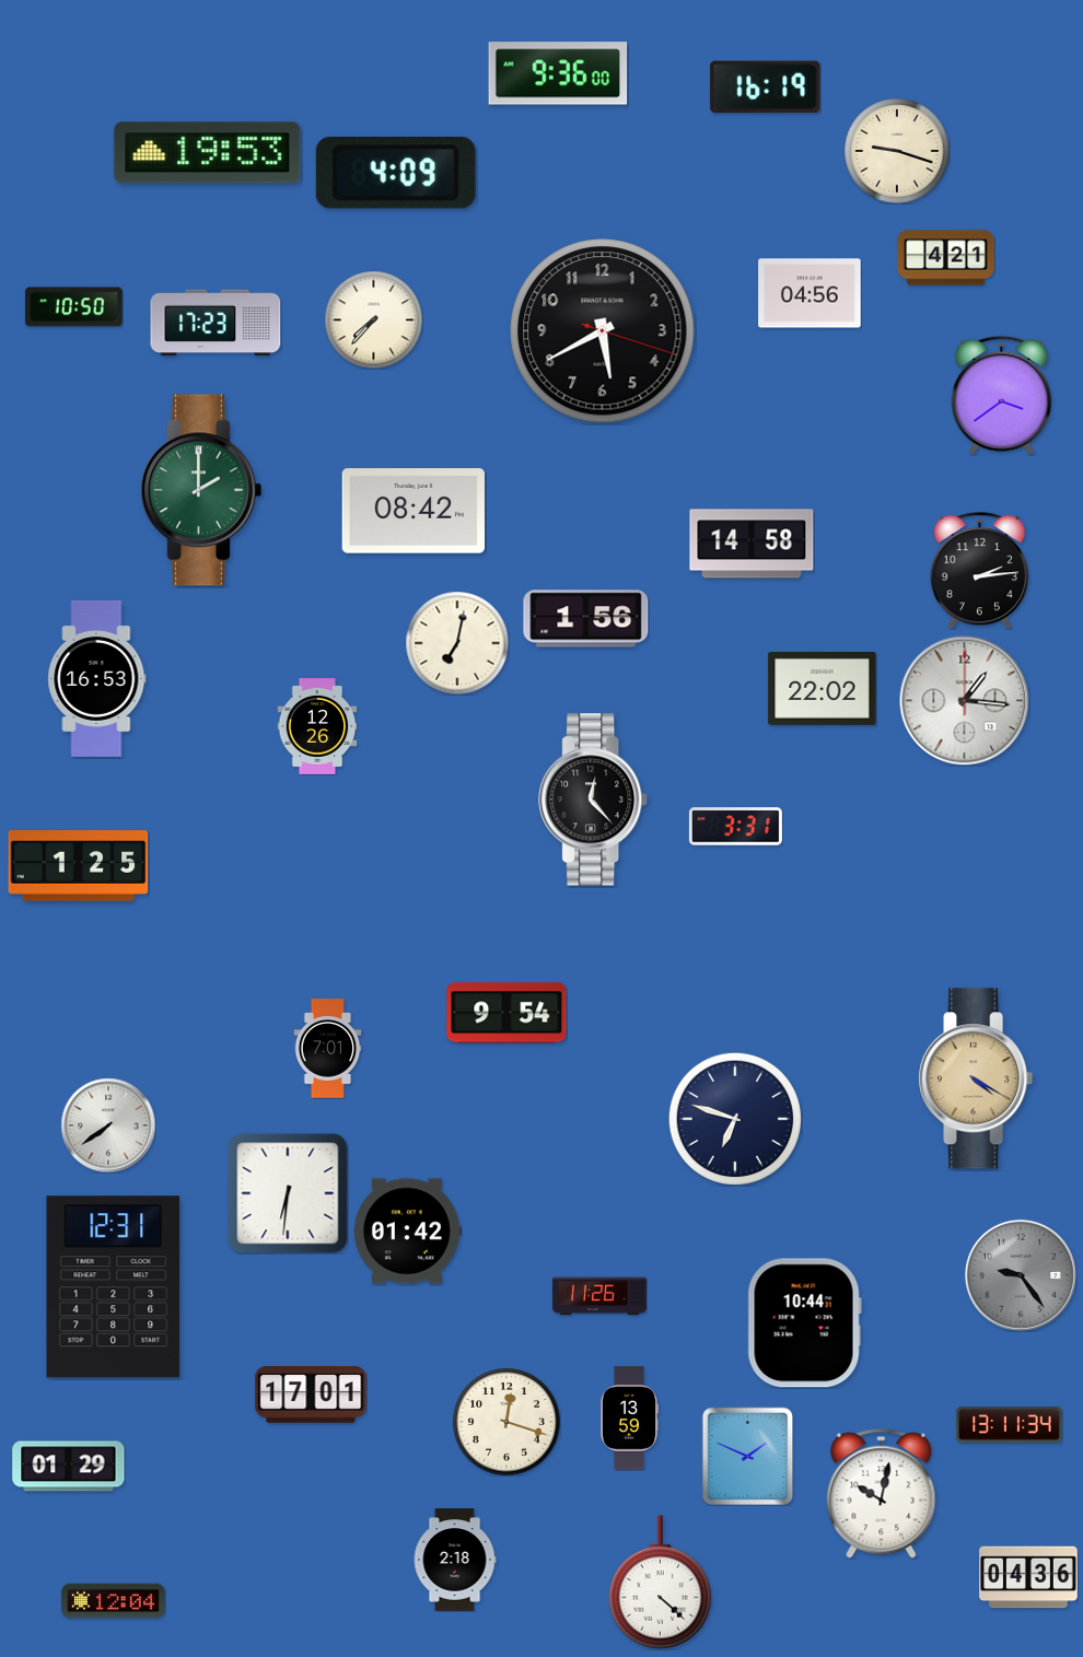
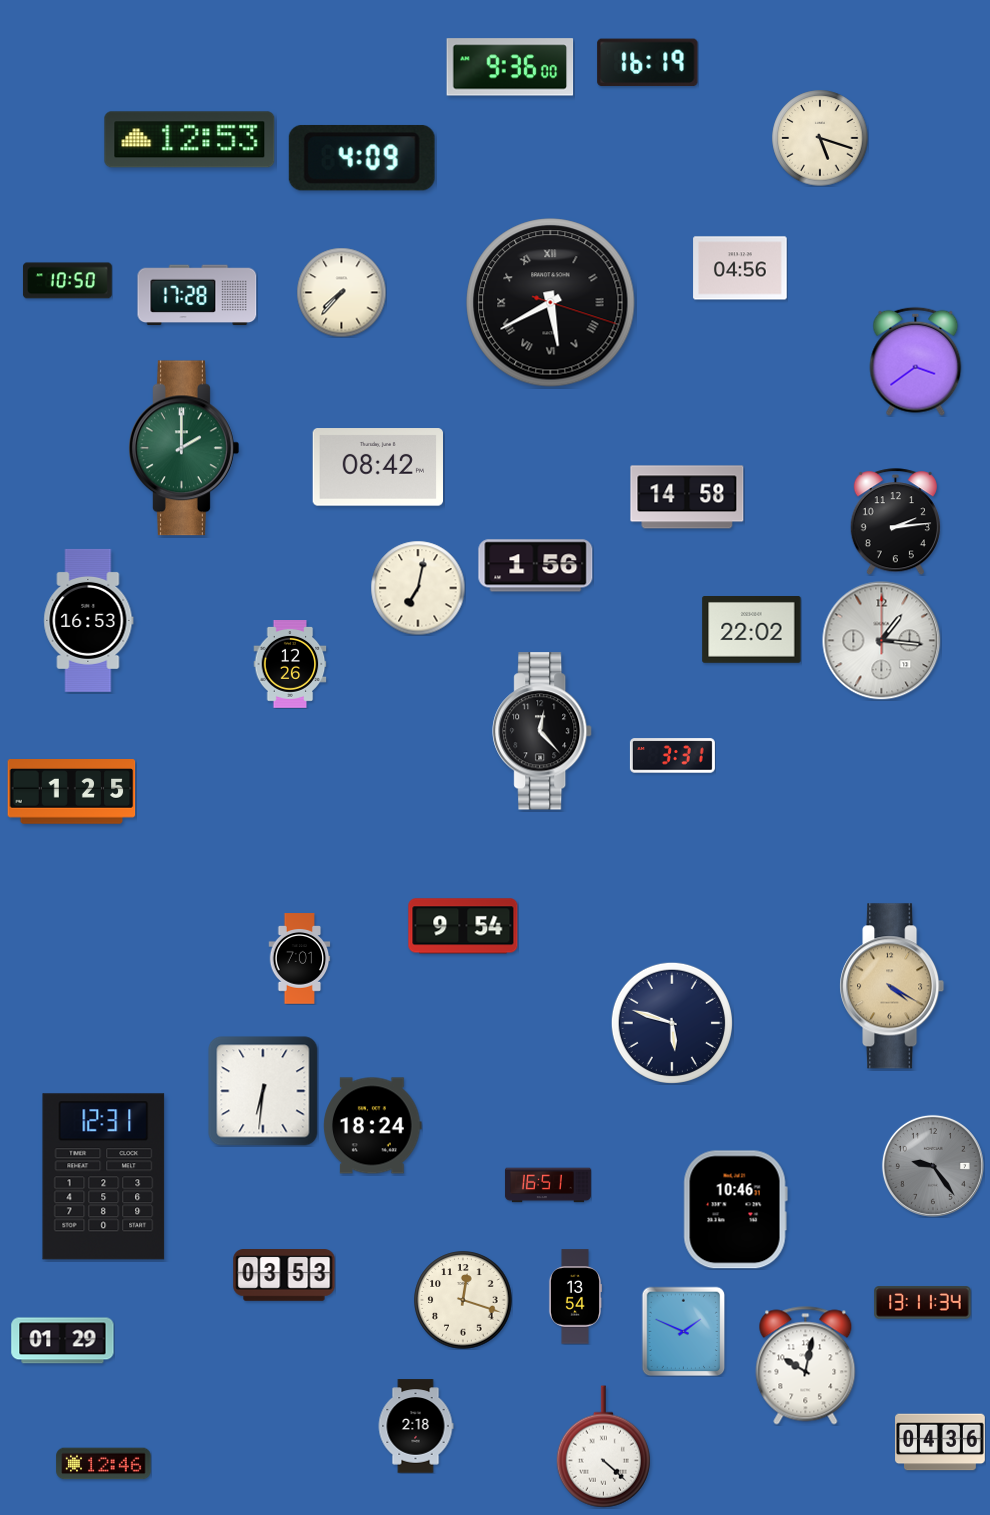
clock at (766, 87) position: (766, 87) -> (648, 63)
clock at (897, 151): 9:18 -> 5:18
clock at (208, 153): 19:53 -> 12:53
clock at (946, 258): 4:21 -> none
clock at (216, 323): 17:23 -> 17:28
clock at (603, 331) numerals: Arabic -> Roman
clock at (735, 1119): 6:48 -> 5:48
clock at (108, 1125): 7:39 -> none
clock at (408, 1232): 01:42 -> 18:24
clock at (599, 1296): 11:26 -> 16:51
clock at (804, 1323): 10:44 -> 10:46
clock at (311, 1395): 17:01 -> 03:53
clock at (628, 1419): 13:59 -> 13:54
clock at (114, 1601): 12:04 -> 12:46
